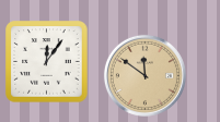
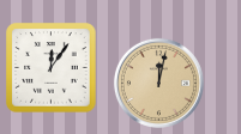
clock at (144, 75): 11:51 -> 12:02
